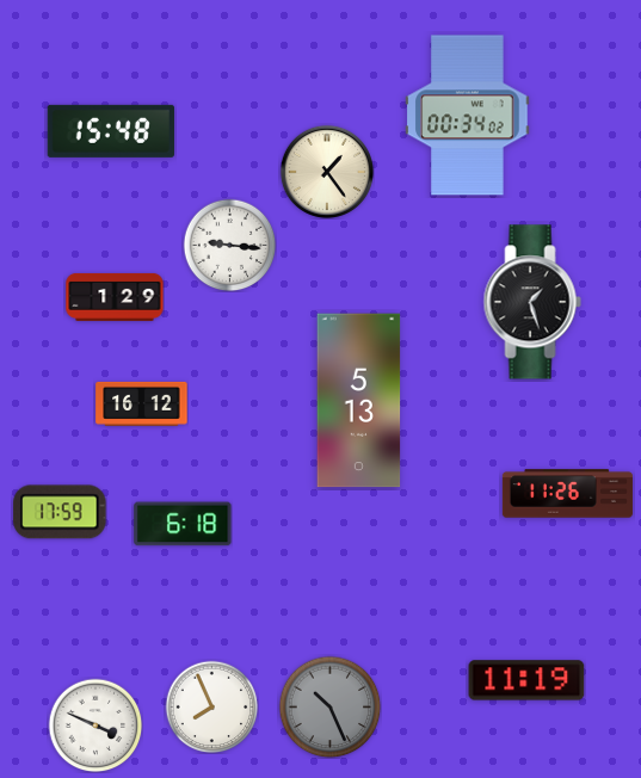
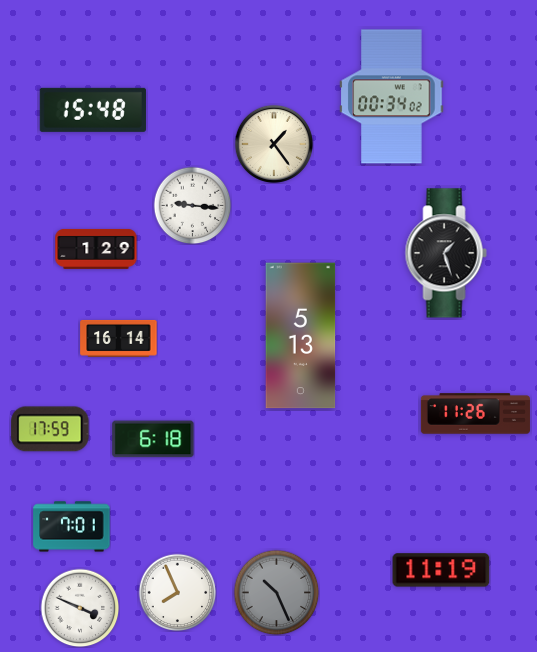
clock at (142, 403): 16:12 -> 16:14
clock at (72, 527): none -> 7:01
